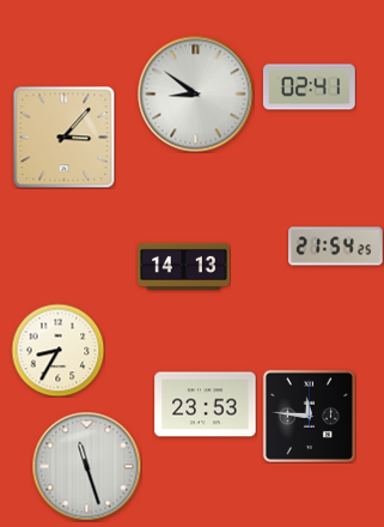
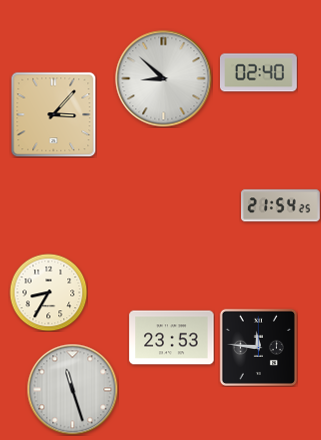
clock at (309, 87): 02:41 -> 02:40
clock at (196, 95): 8:51 -> 8:52
clock at (184, 266): 14:13 -> none
